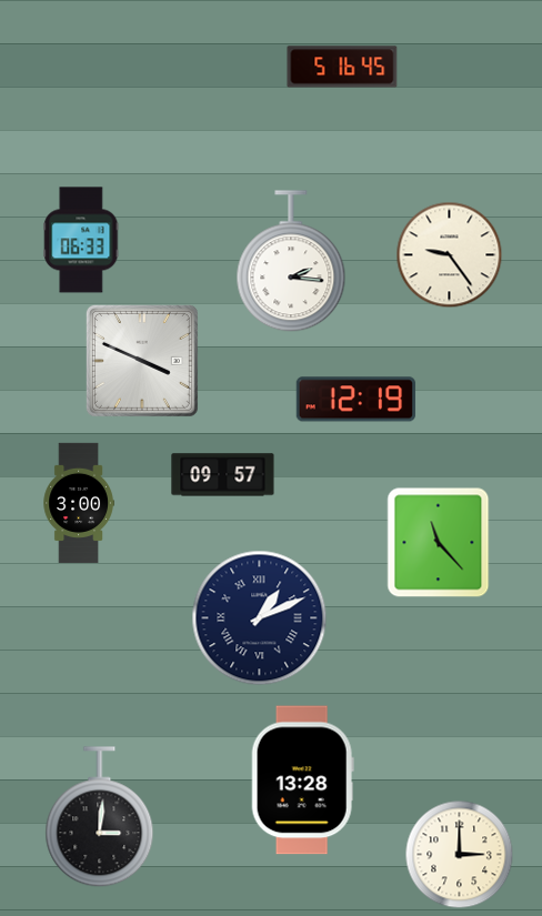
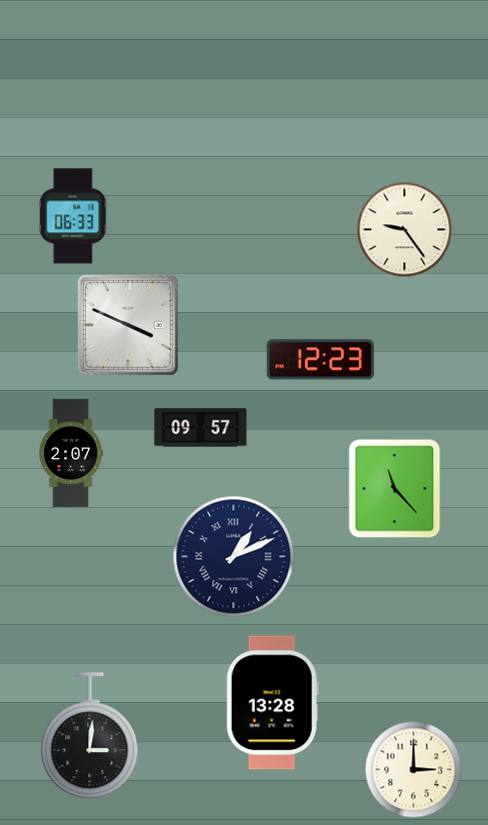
clock at (342, 67): 5:16 -> none
clock at (291, 262): 2:16 -> none
clock at (355, 400): 12:19 -> 12:23
clock at (79, 503): 3:00 -> 2:07
